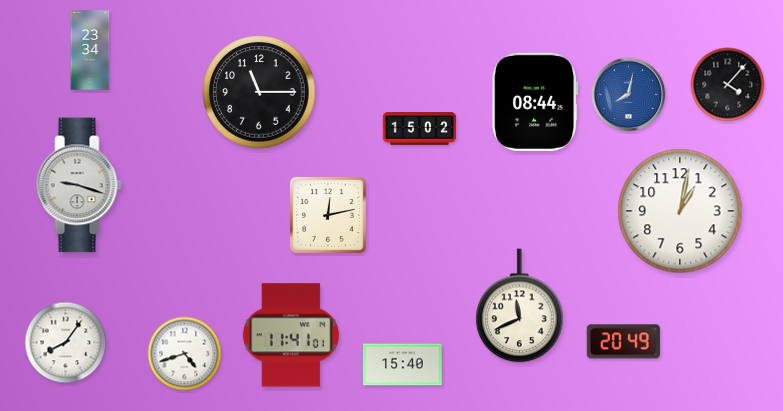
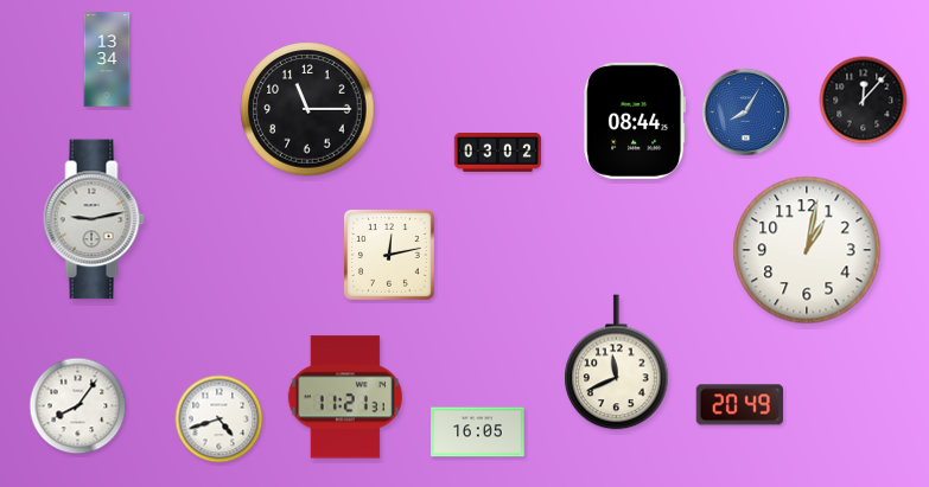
clock at (90, 50): 23:34 -> 13:34
clock at (728, 85): 4:07 -> 12:07
clock at (629, 95): 8:02 -> 8:05
clock at (420, 129): 15:02 -> 03:02
clock at (79, 185): 9:18 -> 9:13
clock at (291, 335): 11:41 -> 11:21
clock at (403, 365): 15:40 -> 16:05
